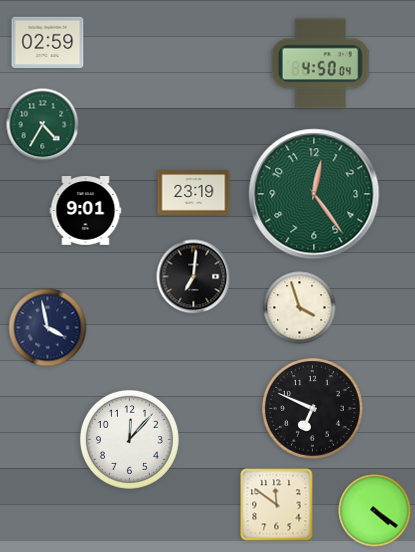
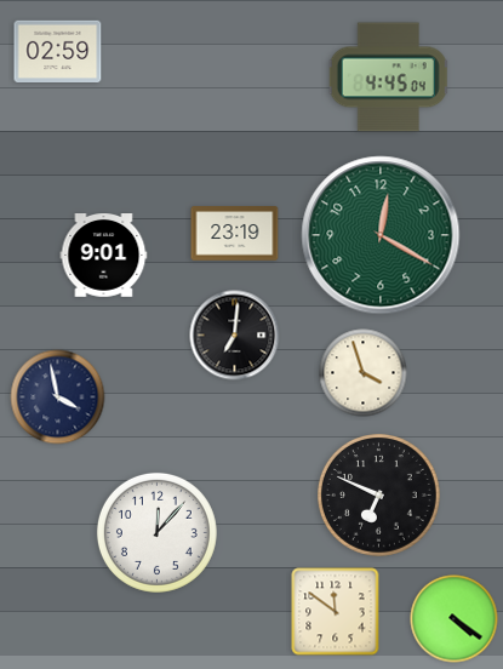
clock at (320, 64): 4:50 -> 4:45
clock at (43, 125): 4:35 -> none
clock at (314, 194): 12:24 -> 12:20
